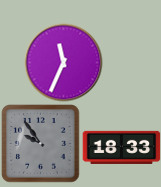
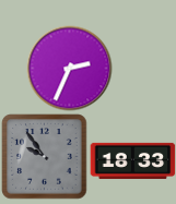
clock at (63, 62): 11:34 -> 2:34
